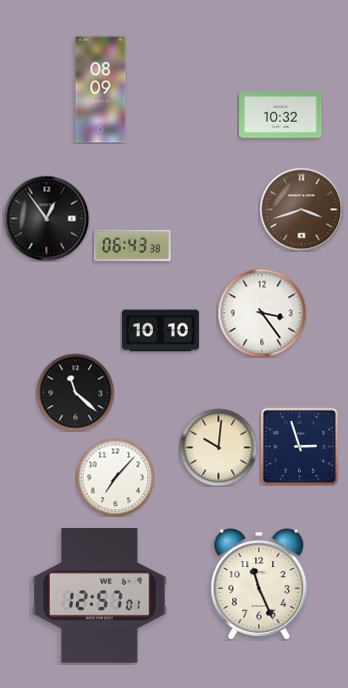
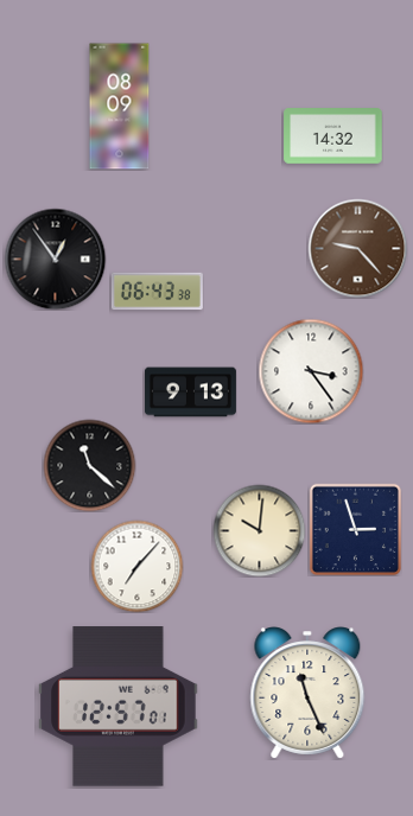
clock at (281, 115): 10:32 -> 14:32
clock at (301, 209): 3:42 -> 9:23
clock at (160, 331): 10:10 -> 9:13
